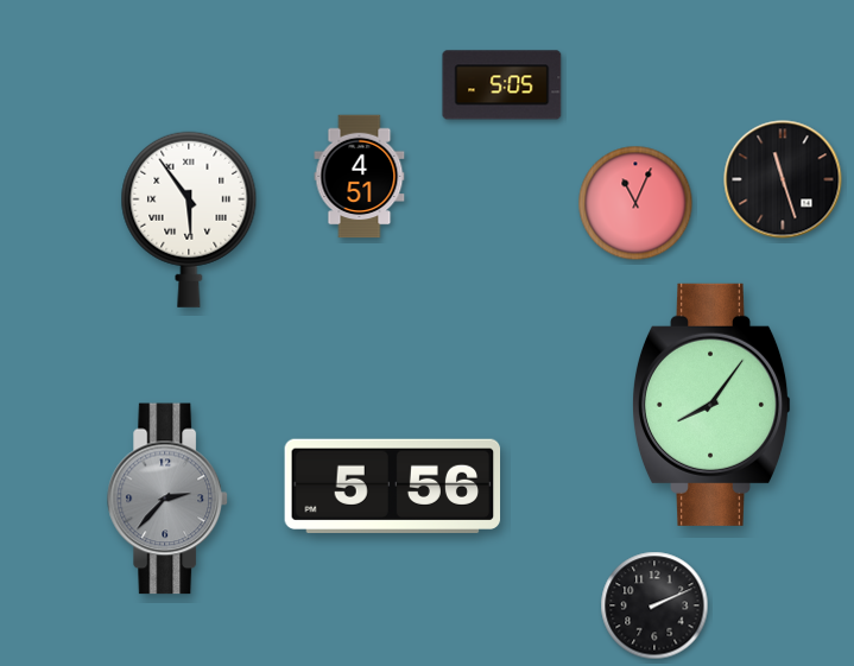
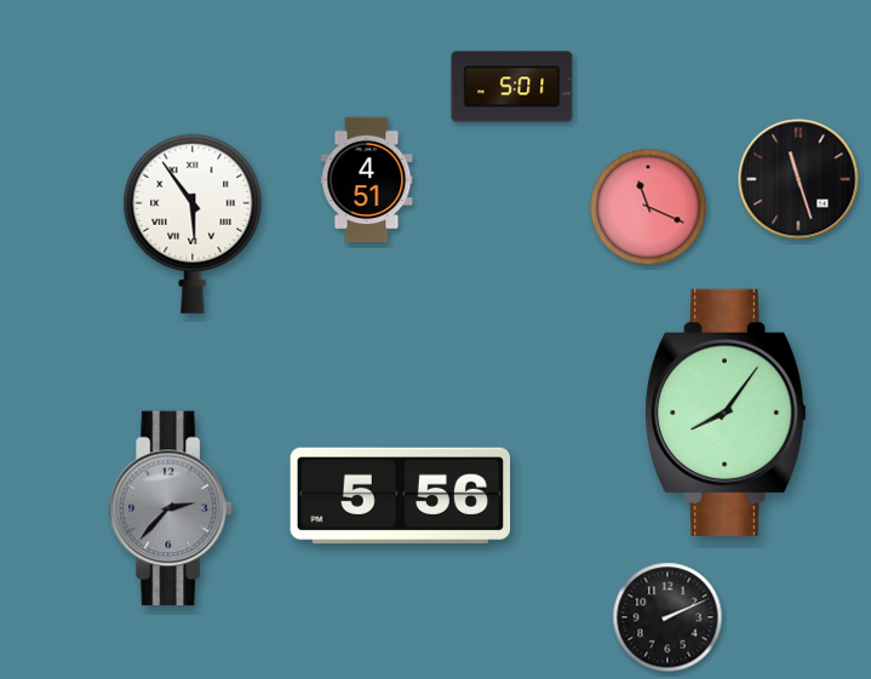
clock at (502, 85): 5:05 -> 5:01
clock at (783, 179) position: (783, 179) -> (798, 179)
clock at (635, 203): 11:04 -> 11:19
